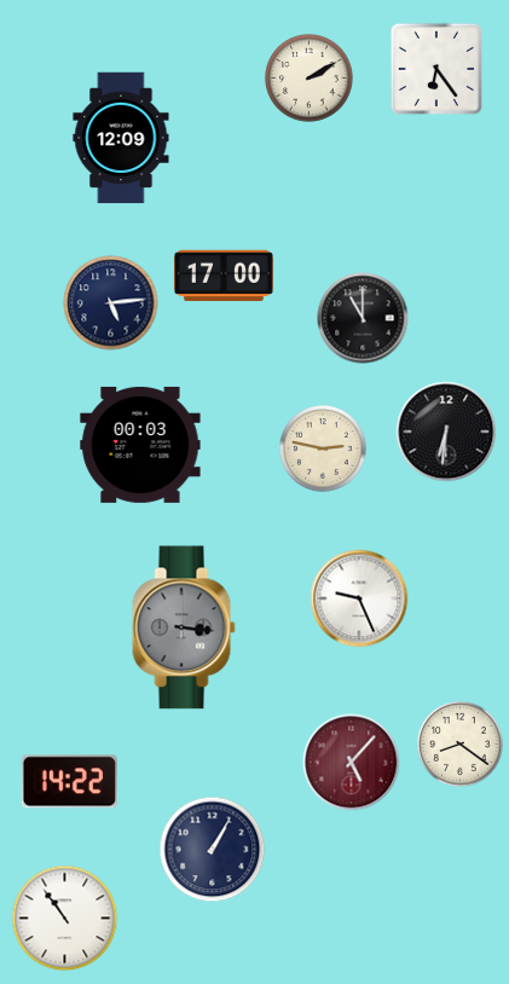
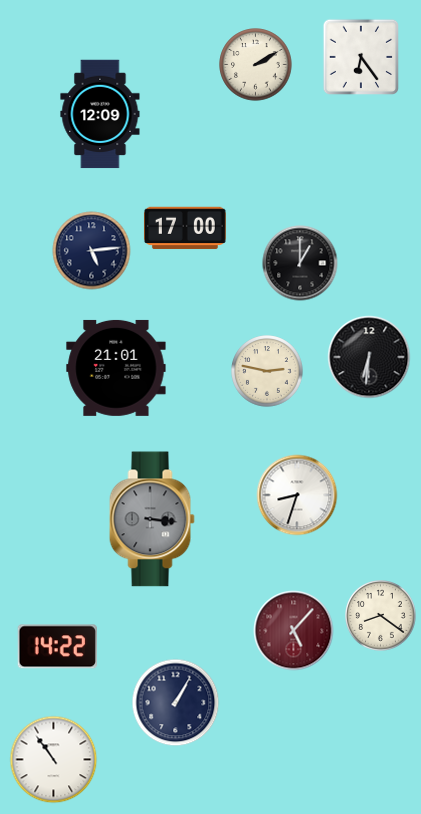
clock at (363, 318): 11:00 -> 1:00
clock at (140, 445): 00:03 -> 21:01
clock at (359, 598): 9:26 -> 8:33
clock at (352, 763) position: (352, 763) -> (294, 631)
